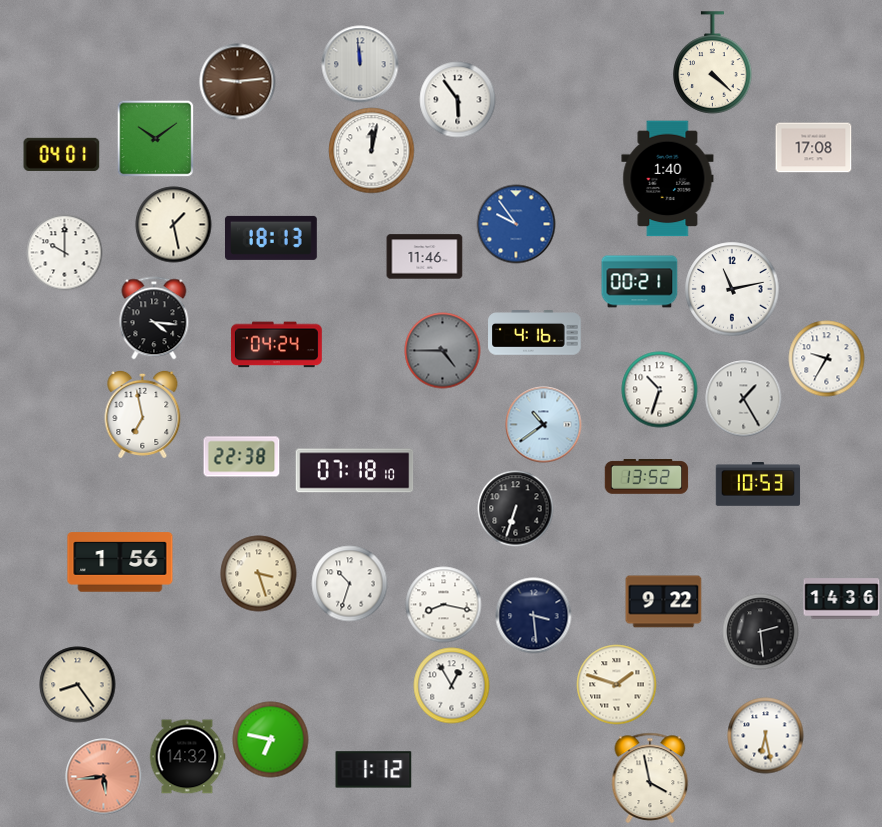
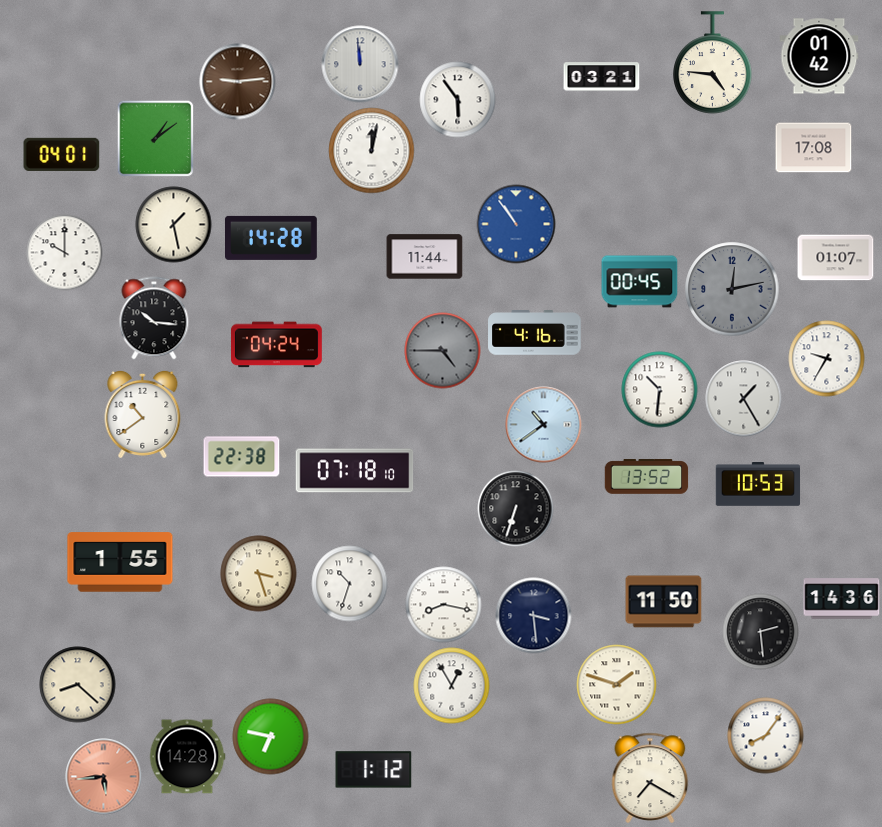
clock at (819, 56): none -> 01:42
clock at (713, 63): 4:22 -> 4:46
clock at (602, 77): none -> 03:21
clock at (155, 138): 10:09 -> 1:09
clock at (668, 179): 1:40 -> none
clock at (516, 224): 9:54 -> 10:54
clock at (272, 238): 18:13 -> 14:28
clock at (425, 257): 11:46 -> 11:44
clock at (836, 258): none -> 01:07
clock at (640, 282): 00:21 -> 00:45
clock at (732, 289): 11:13 -> 12:13
clock at (732, 289) dial: white -> grey
clock at (154, 318): 4:16 -> 10:16
clock at (660, 390): 10:33 -> 10:31
clock at (143, 414): 6:58 -> 10:39
clock at (120, 562): 1:56 -> 1:55
clock at (664, 602): 9:22 -> 11:50
clock at (78, 685): 8:24 -> 8:22
clock at (766, 736): 6:28 -> 8:06
clock at (271, 740) position: (271, 740) -> (271, 737)
clock at (187, 757): 14:32 -> 14:28
clock at (650, 778): 3:58 -> 7:20
